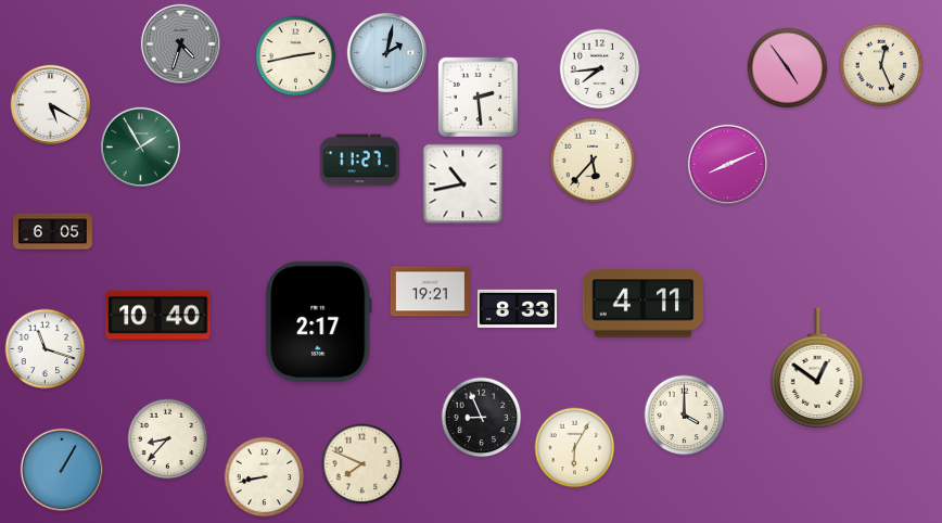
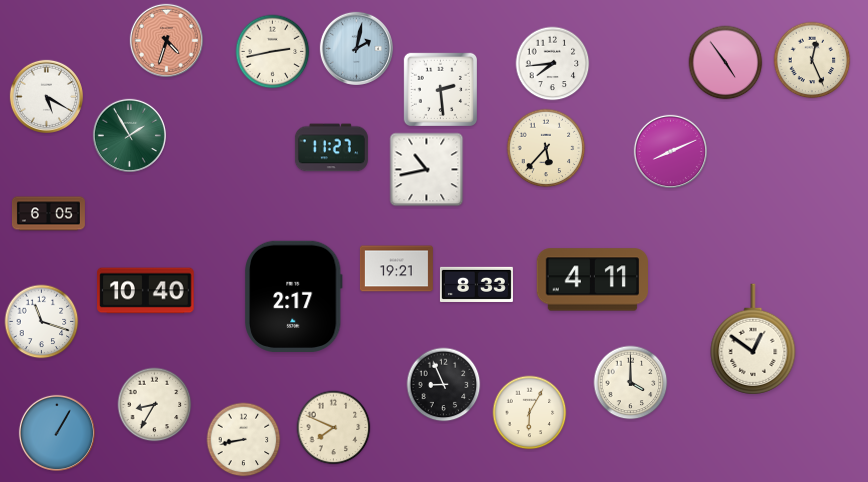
clock at (180, 43) dial: grey -> salmon
clock at (168, 439): 8:37 -> 8:35
